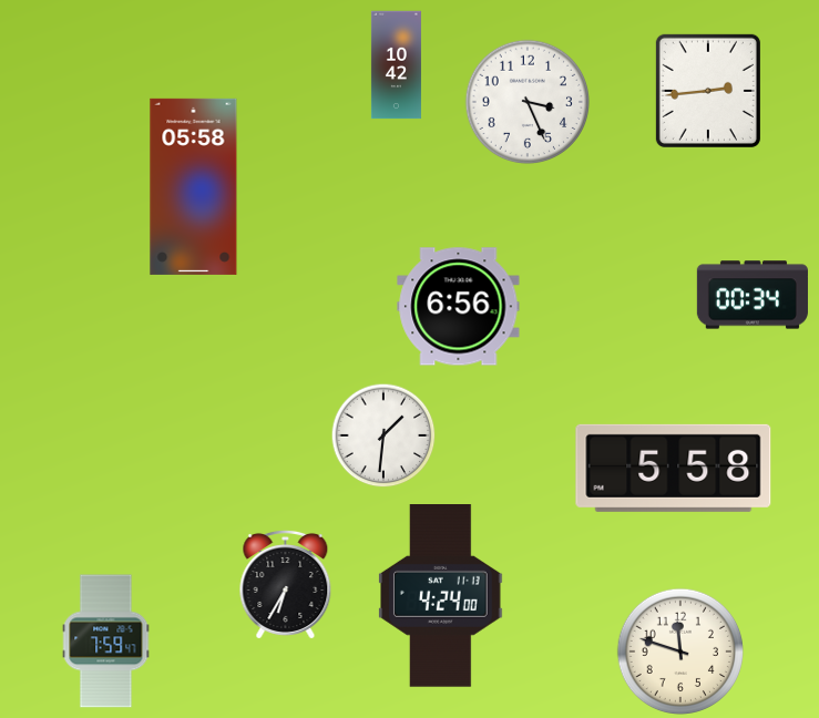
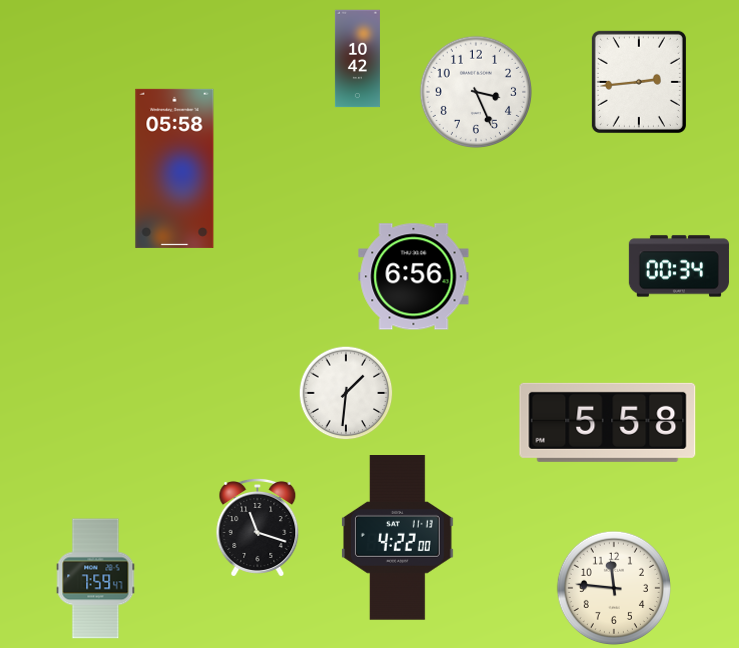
clock at (286, 584): 6:35 -> 11:18
clock at (441, 596): 4:24 -> 4:22
clock at (679, 650): 11:48 -> 11:46
